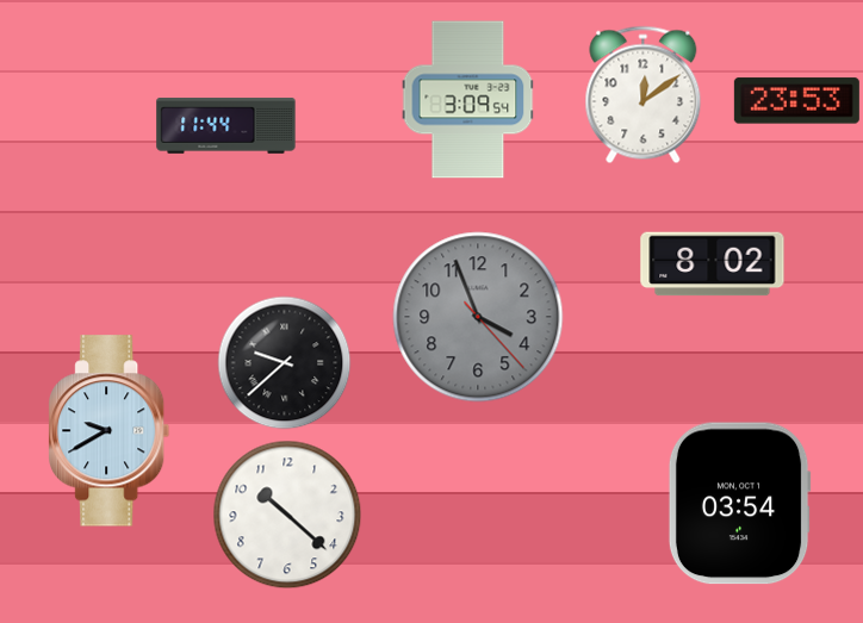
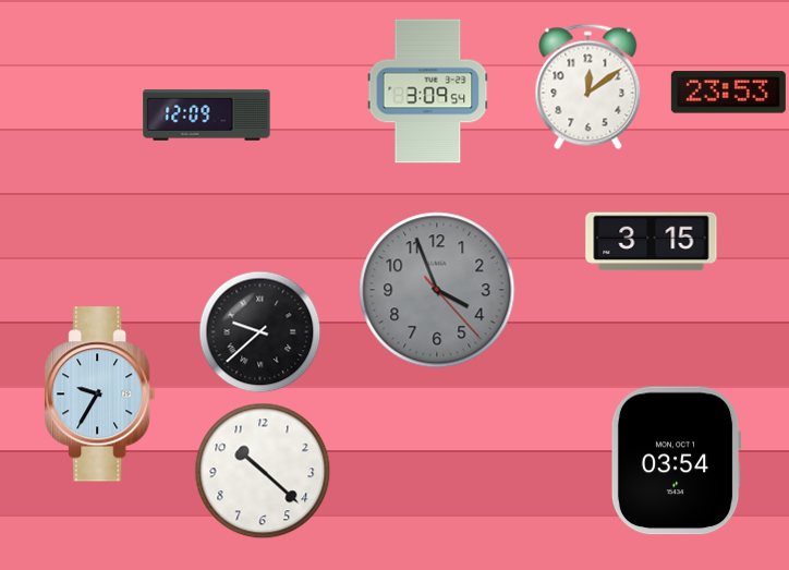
clock at (226, 126): 11:44 -> 12:09
clock at (713, 264): 8:02 -> 3:15
clock at (110, 431): 9:40 -> 9:35
